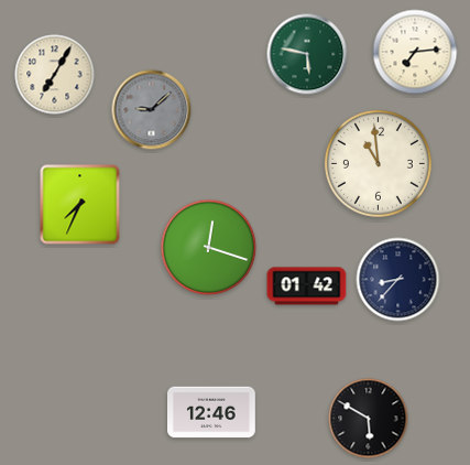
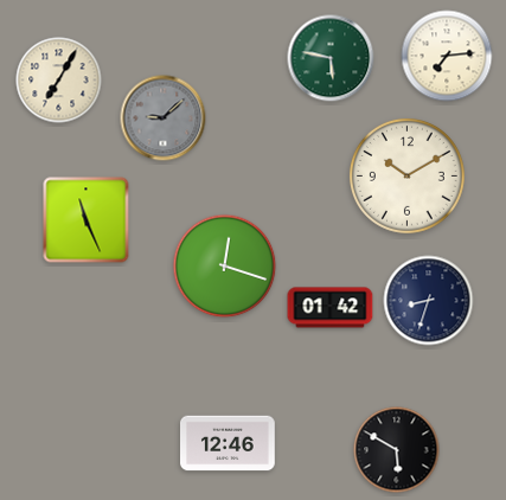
clock at (378, 163): 10:59 -> 10:10
clock at (80, 205): 7:34 -> 11:26
clock at (398, 280): 8:37 -> 8:33
